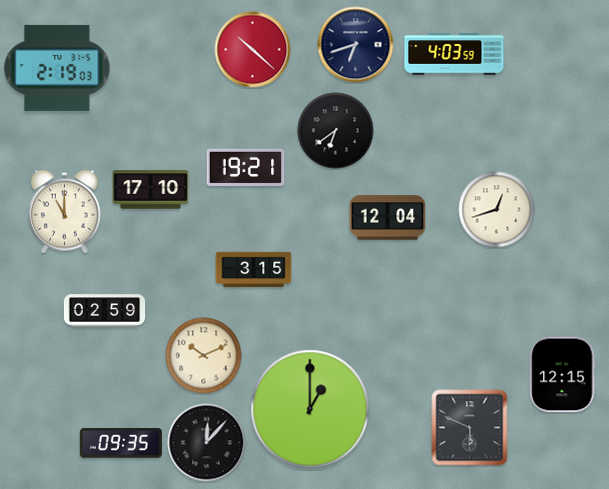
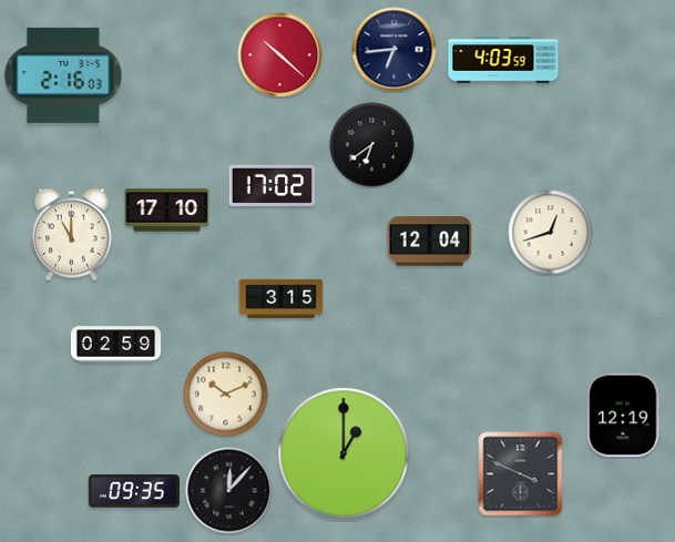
clock at (356, 45): 6:42 -> 6:44
clock at (57, 68): 2:19 -> 2:16
clock at (246, 167): 19:21 -> 17:02
clock at (562, 375): 12:15 -> 12:19
clock at (470, 428): 5:49 -> 3:49
